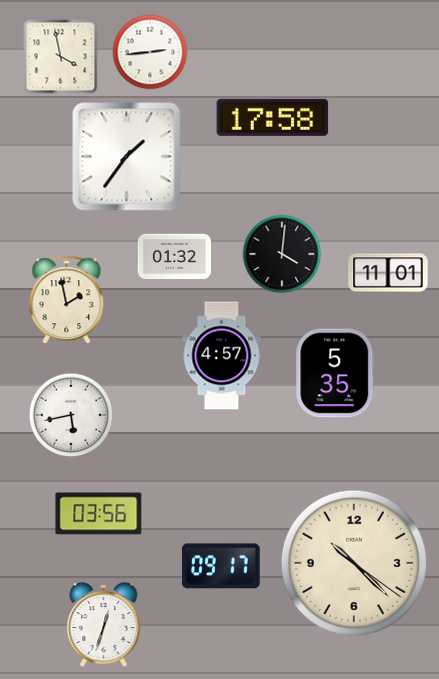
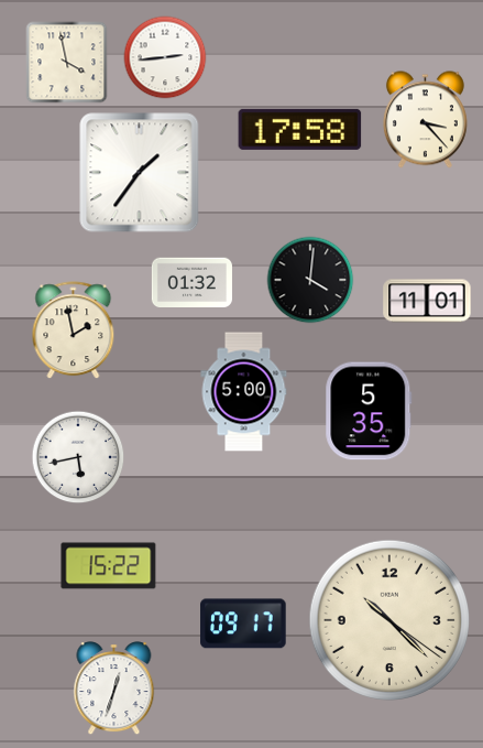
clock at (425, 120): none -> 3:23
clock at (222, 356): 4:57 -> 5:00
clock at (99, 514): 03:56 -> 15:22
